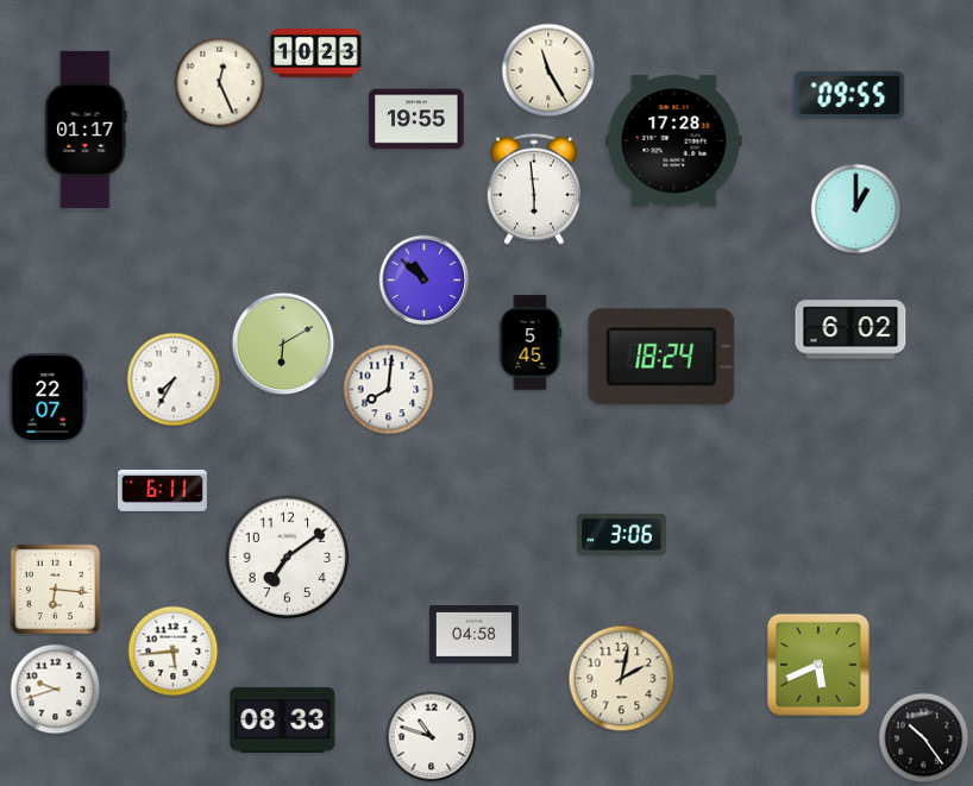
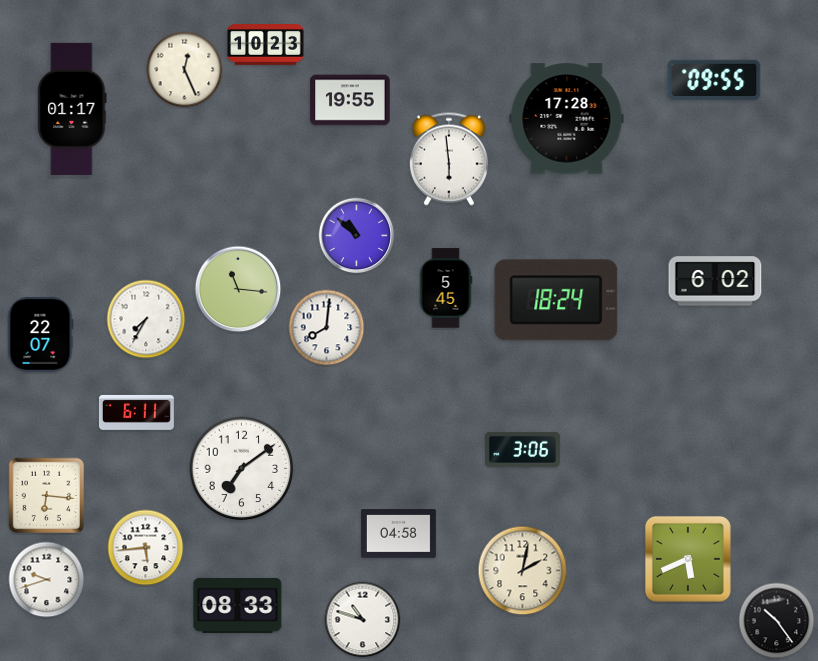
clock at (548, 70): 11:25 -> none
clock at (856, 209): 1:00 -> none
clock at (850, 329) position: (850, 329) -> (715, 281)
clock at (283, 344): 6:10 -> 11:16
